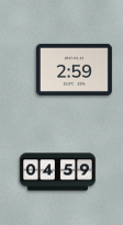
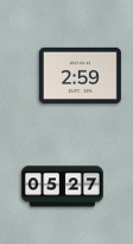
clock at (58, 172): 04:59 -> 05:27
